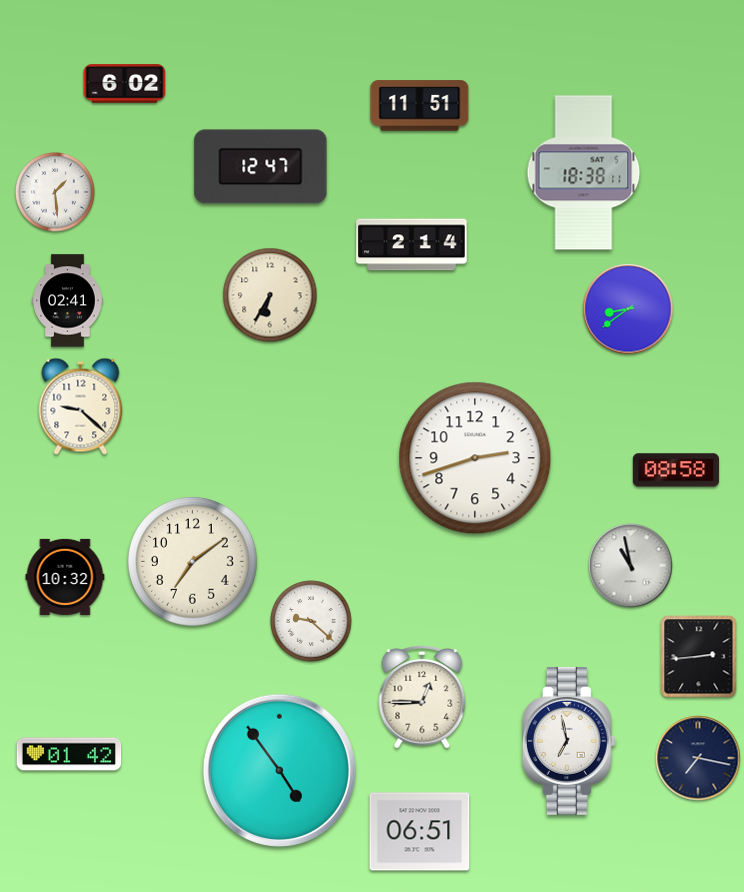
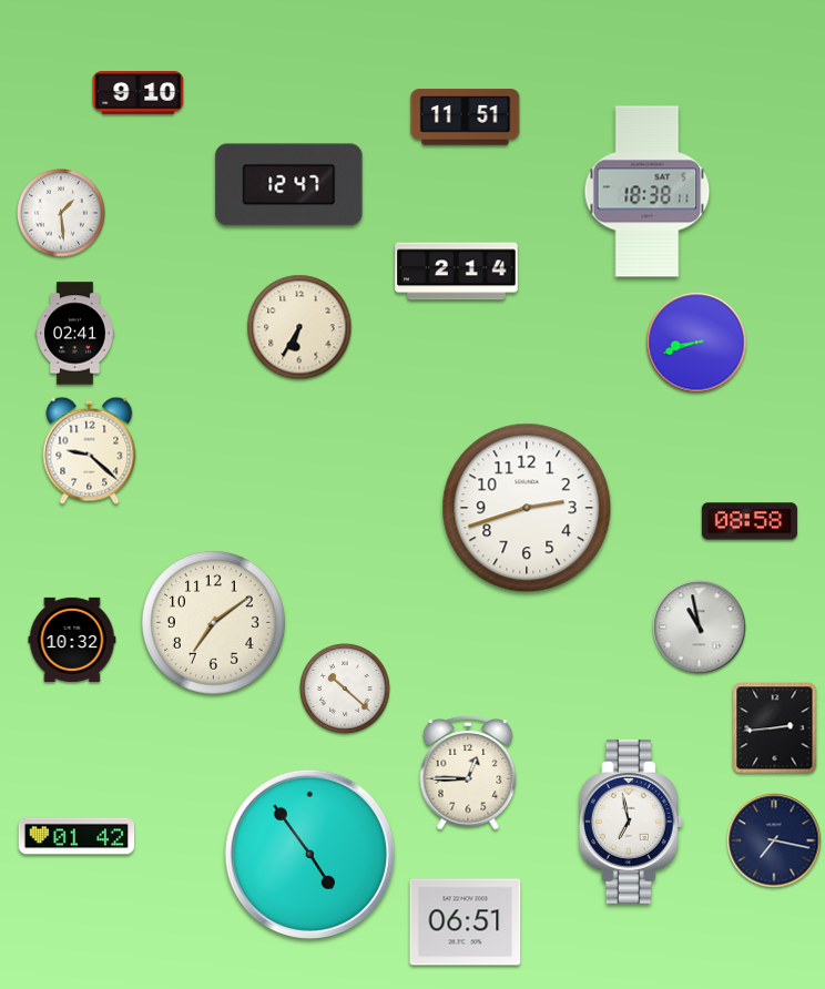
clock at (125, 84): 6:02 -> 9:10
clock at (628, 309): 8:39 -> 8:42
clock at (311, 621): 9:22 -> 10:22
